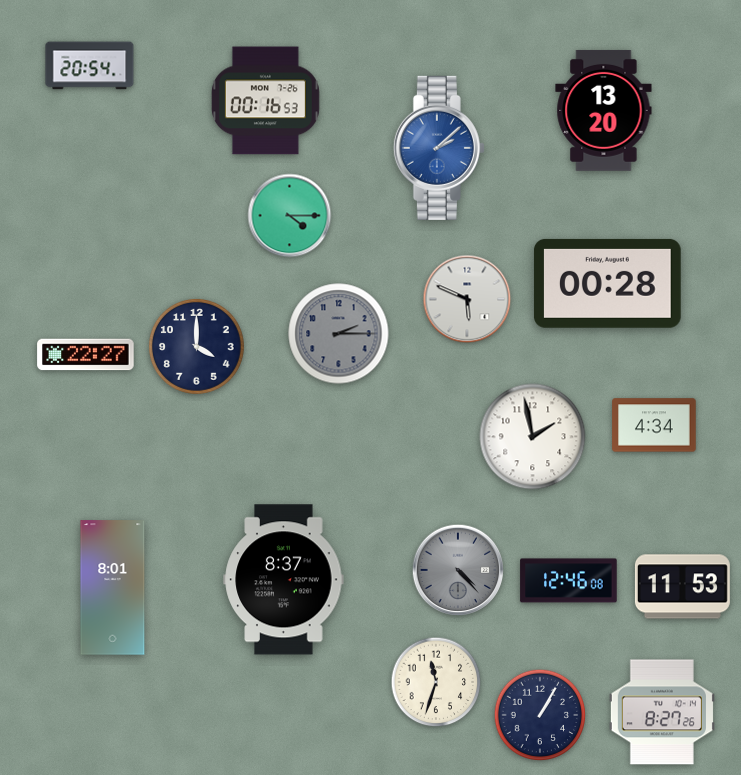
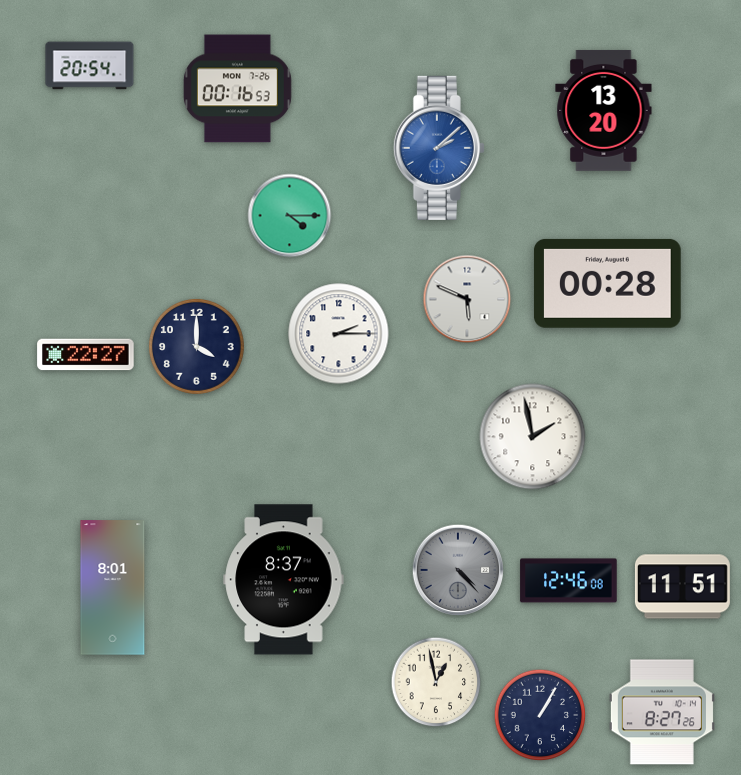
clock at (265, 101) position: (265, 101) -> (237, 89)
clock at (339, 334) dial: grey -> white
clock at (654, 425): 4:34 -> none
clock at (682, 587): 11:53 -> 11:51
clock at (436, 682): 11:33 -> 12:58
